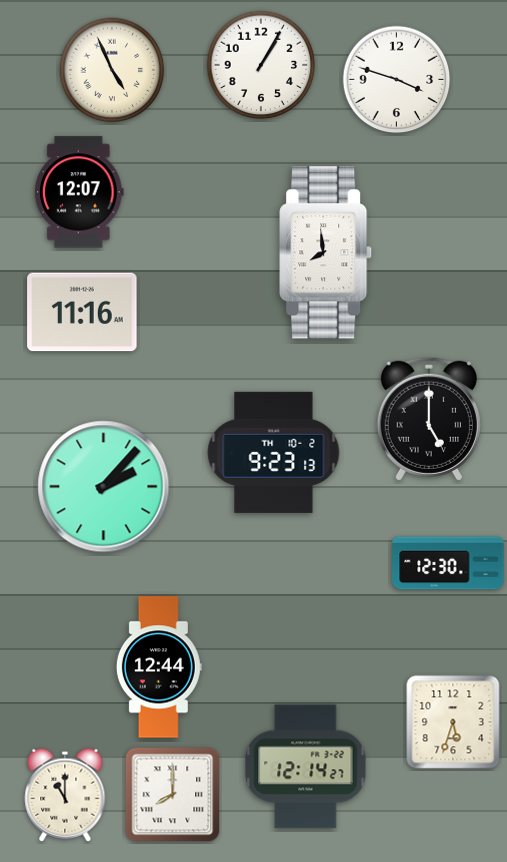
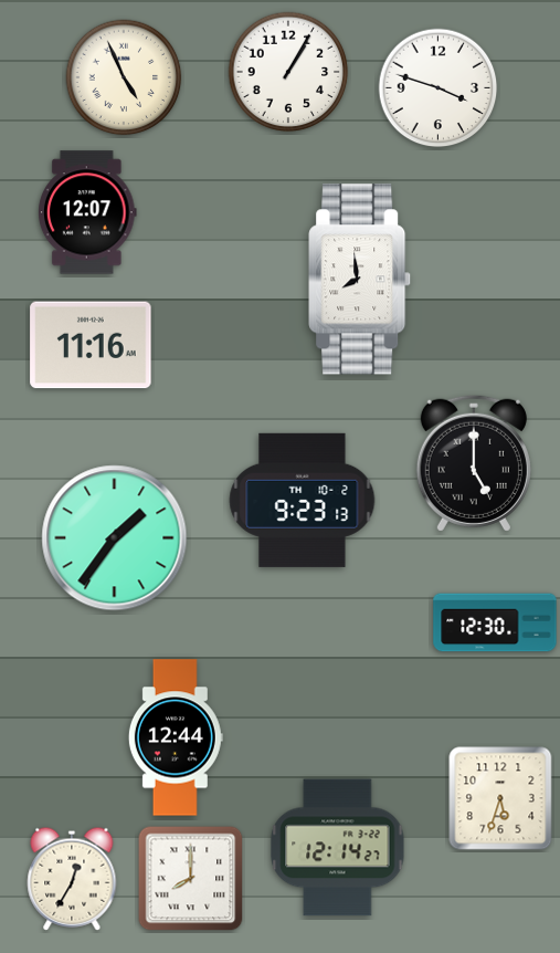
clock at (104, 487): 2:07 -> 1:36
clock at (65, 795): 11:00 -> 12:35
